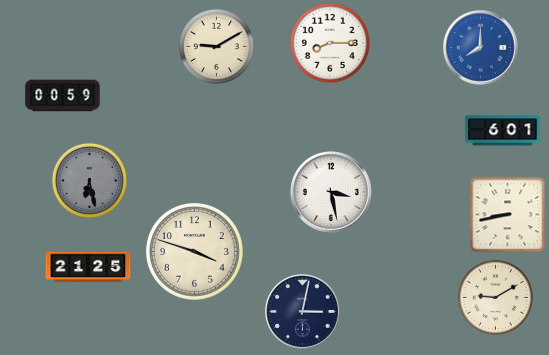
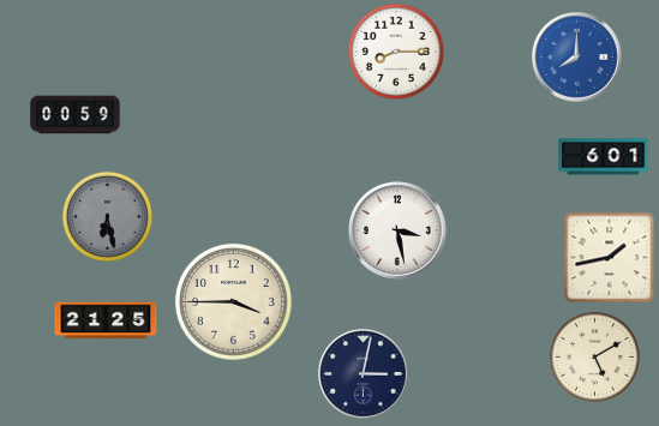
clock at (216, 46): 9:10 -> none
clock at (508, 215): 8:43 -> 1:43
clock at (194, 251): 3:48 -> 3:45
clock at (495, 297): 9:10 -> 5:10
